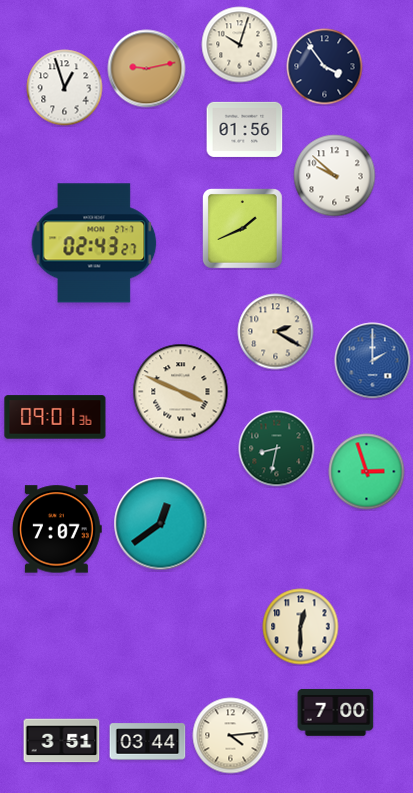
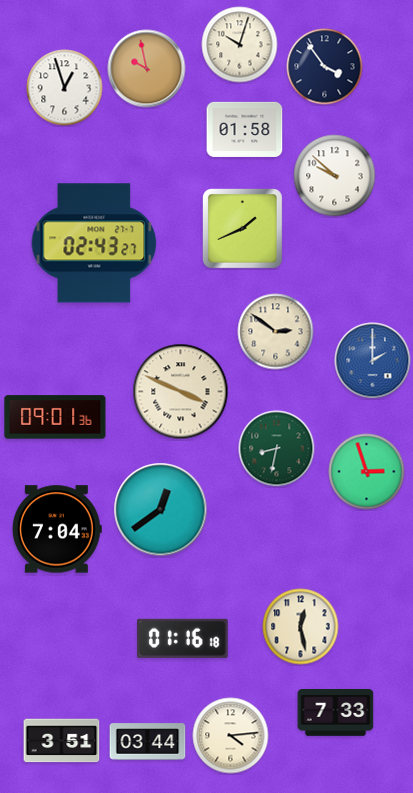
clock at (147, 69): 9:13 -> 9:58
clock at (245, 129): 01:56 -> 01:58
clock at (276, 332): 2:20 -> 2:51
clock at (161, 524) position: (161, 524) -> (161, 510)
clock at (57, 529): 7:07 -> 7:04
clock at (301, 627): 12:30 -> 12:28
clock at (183, 638): none -> 01:16
clock at (336, 713): 7:00 -> 7:33
